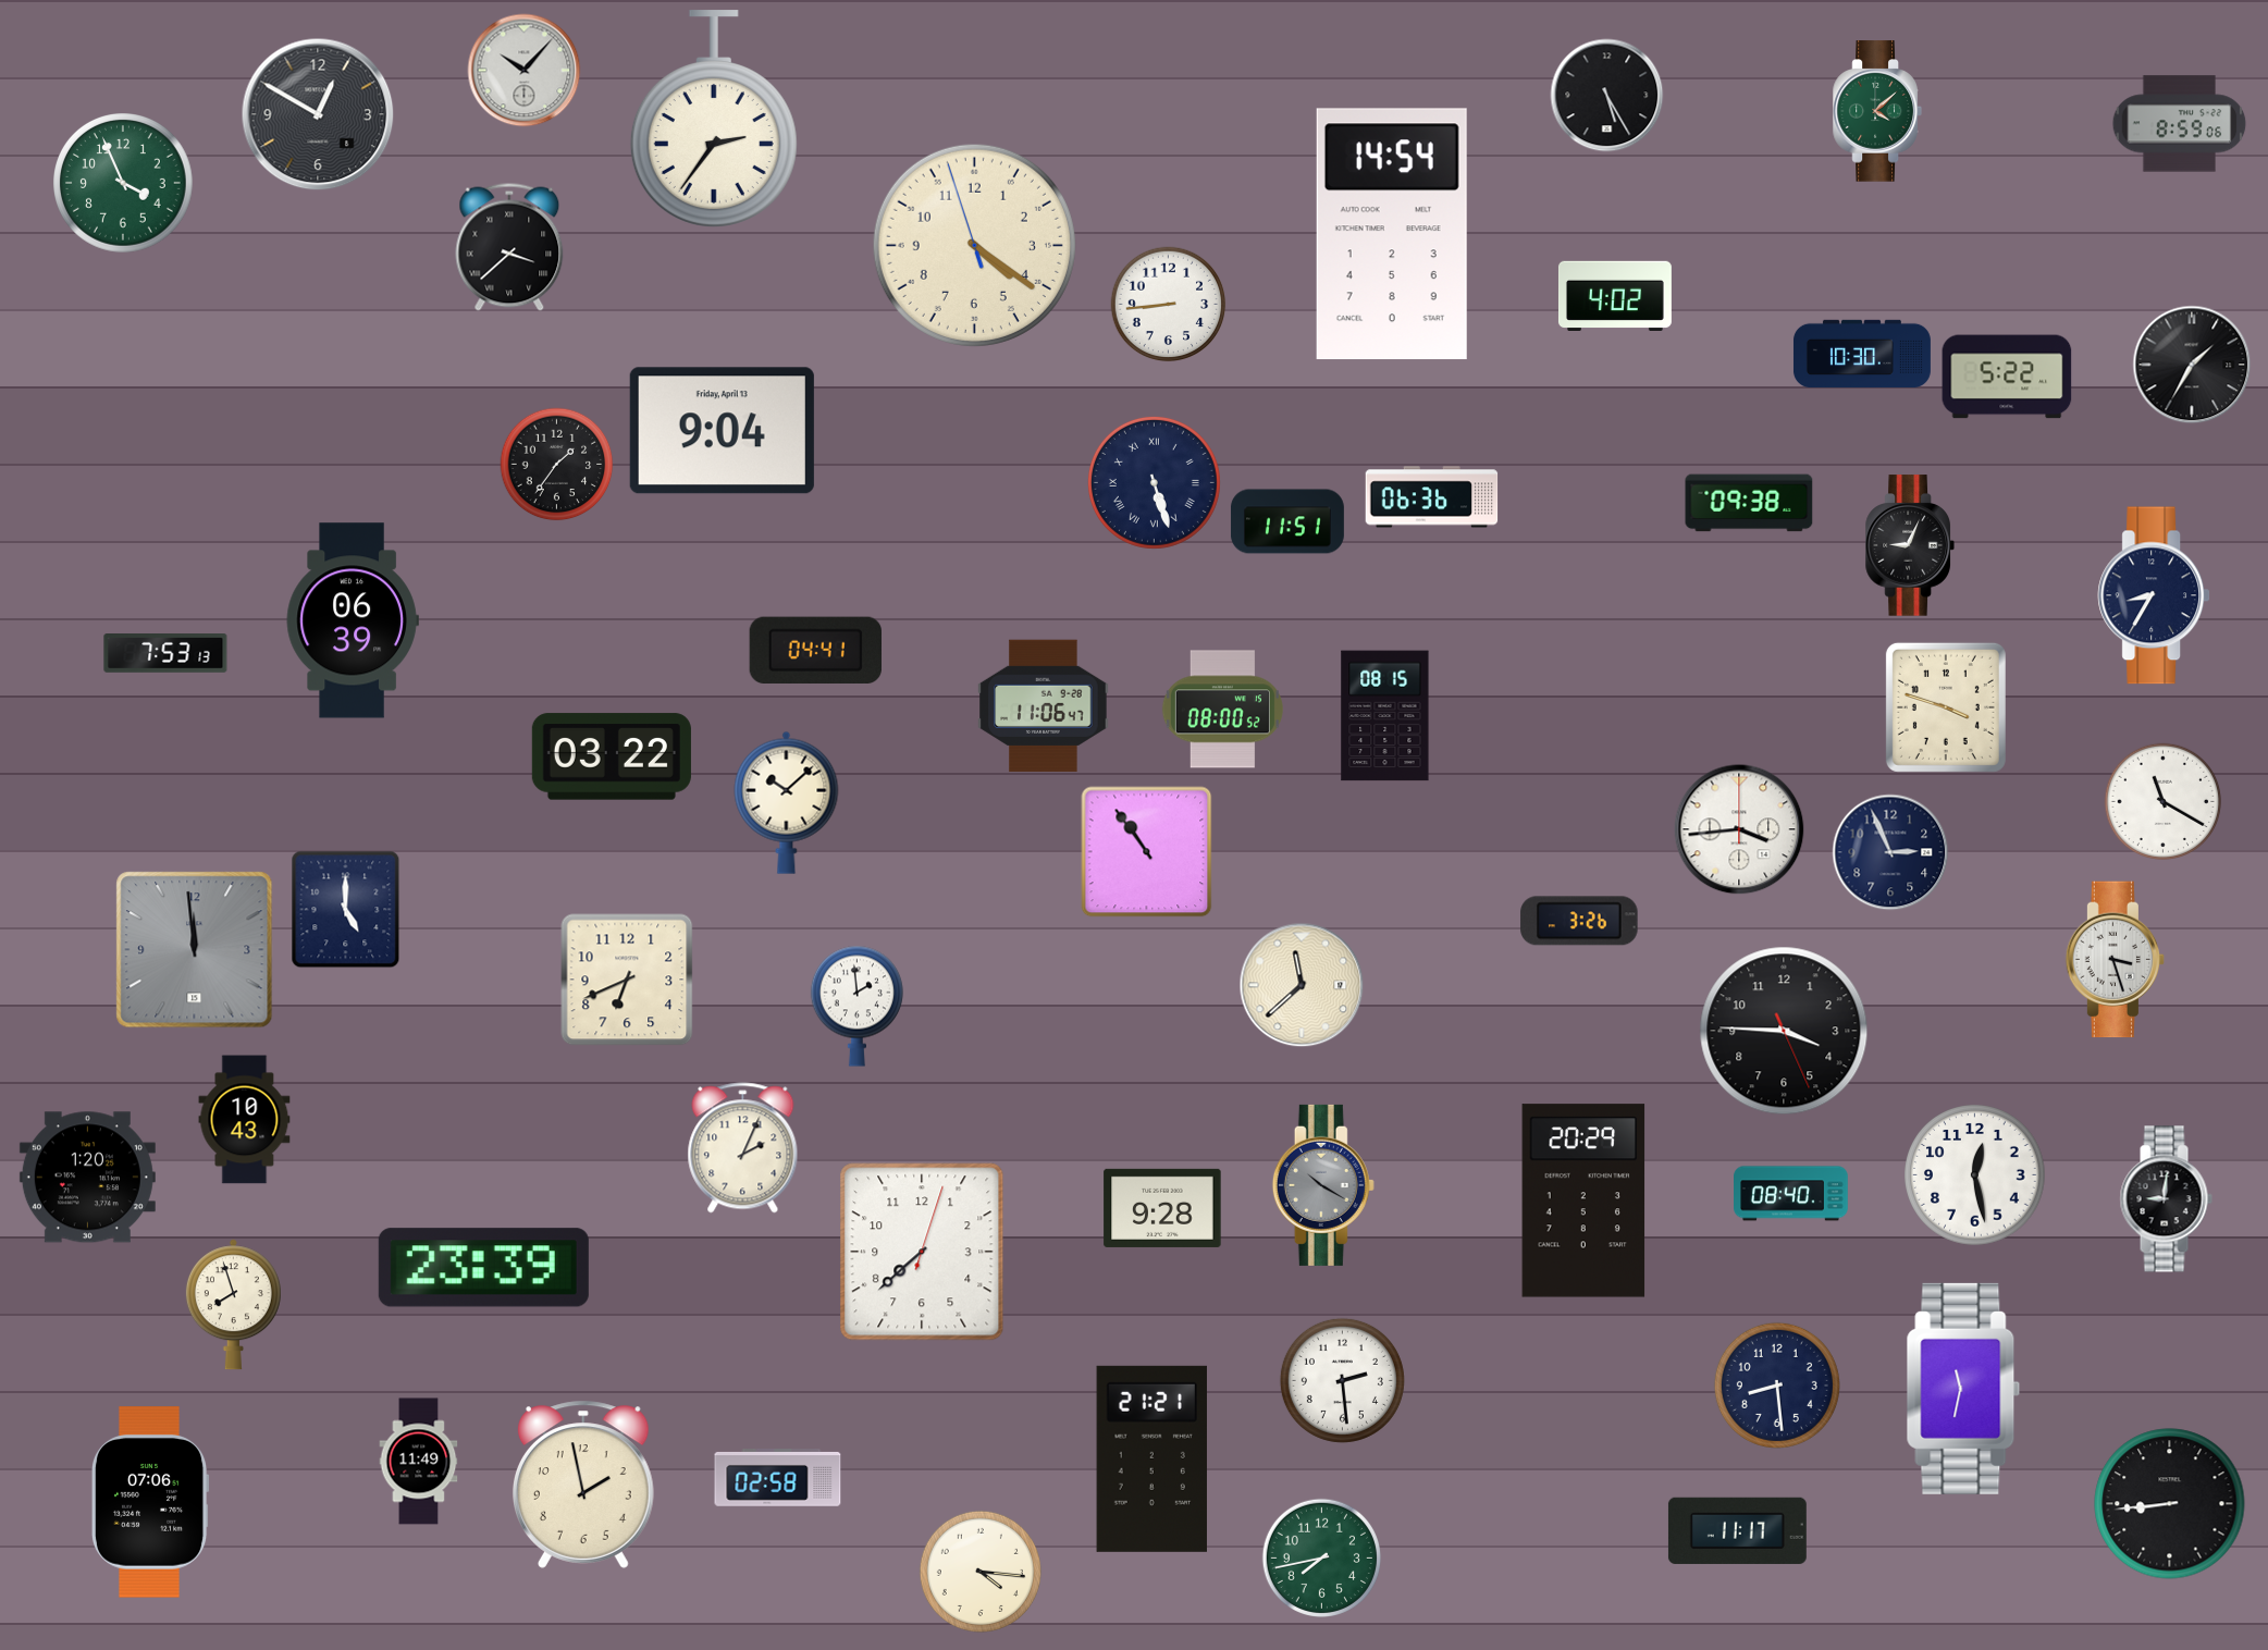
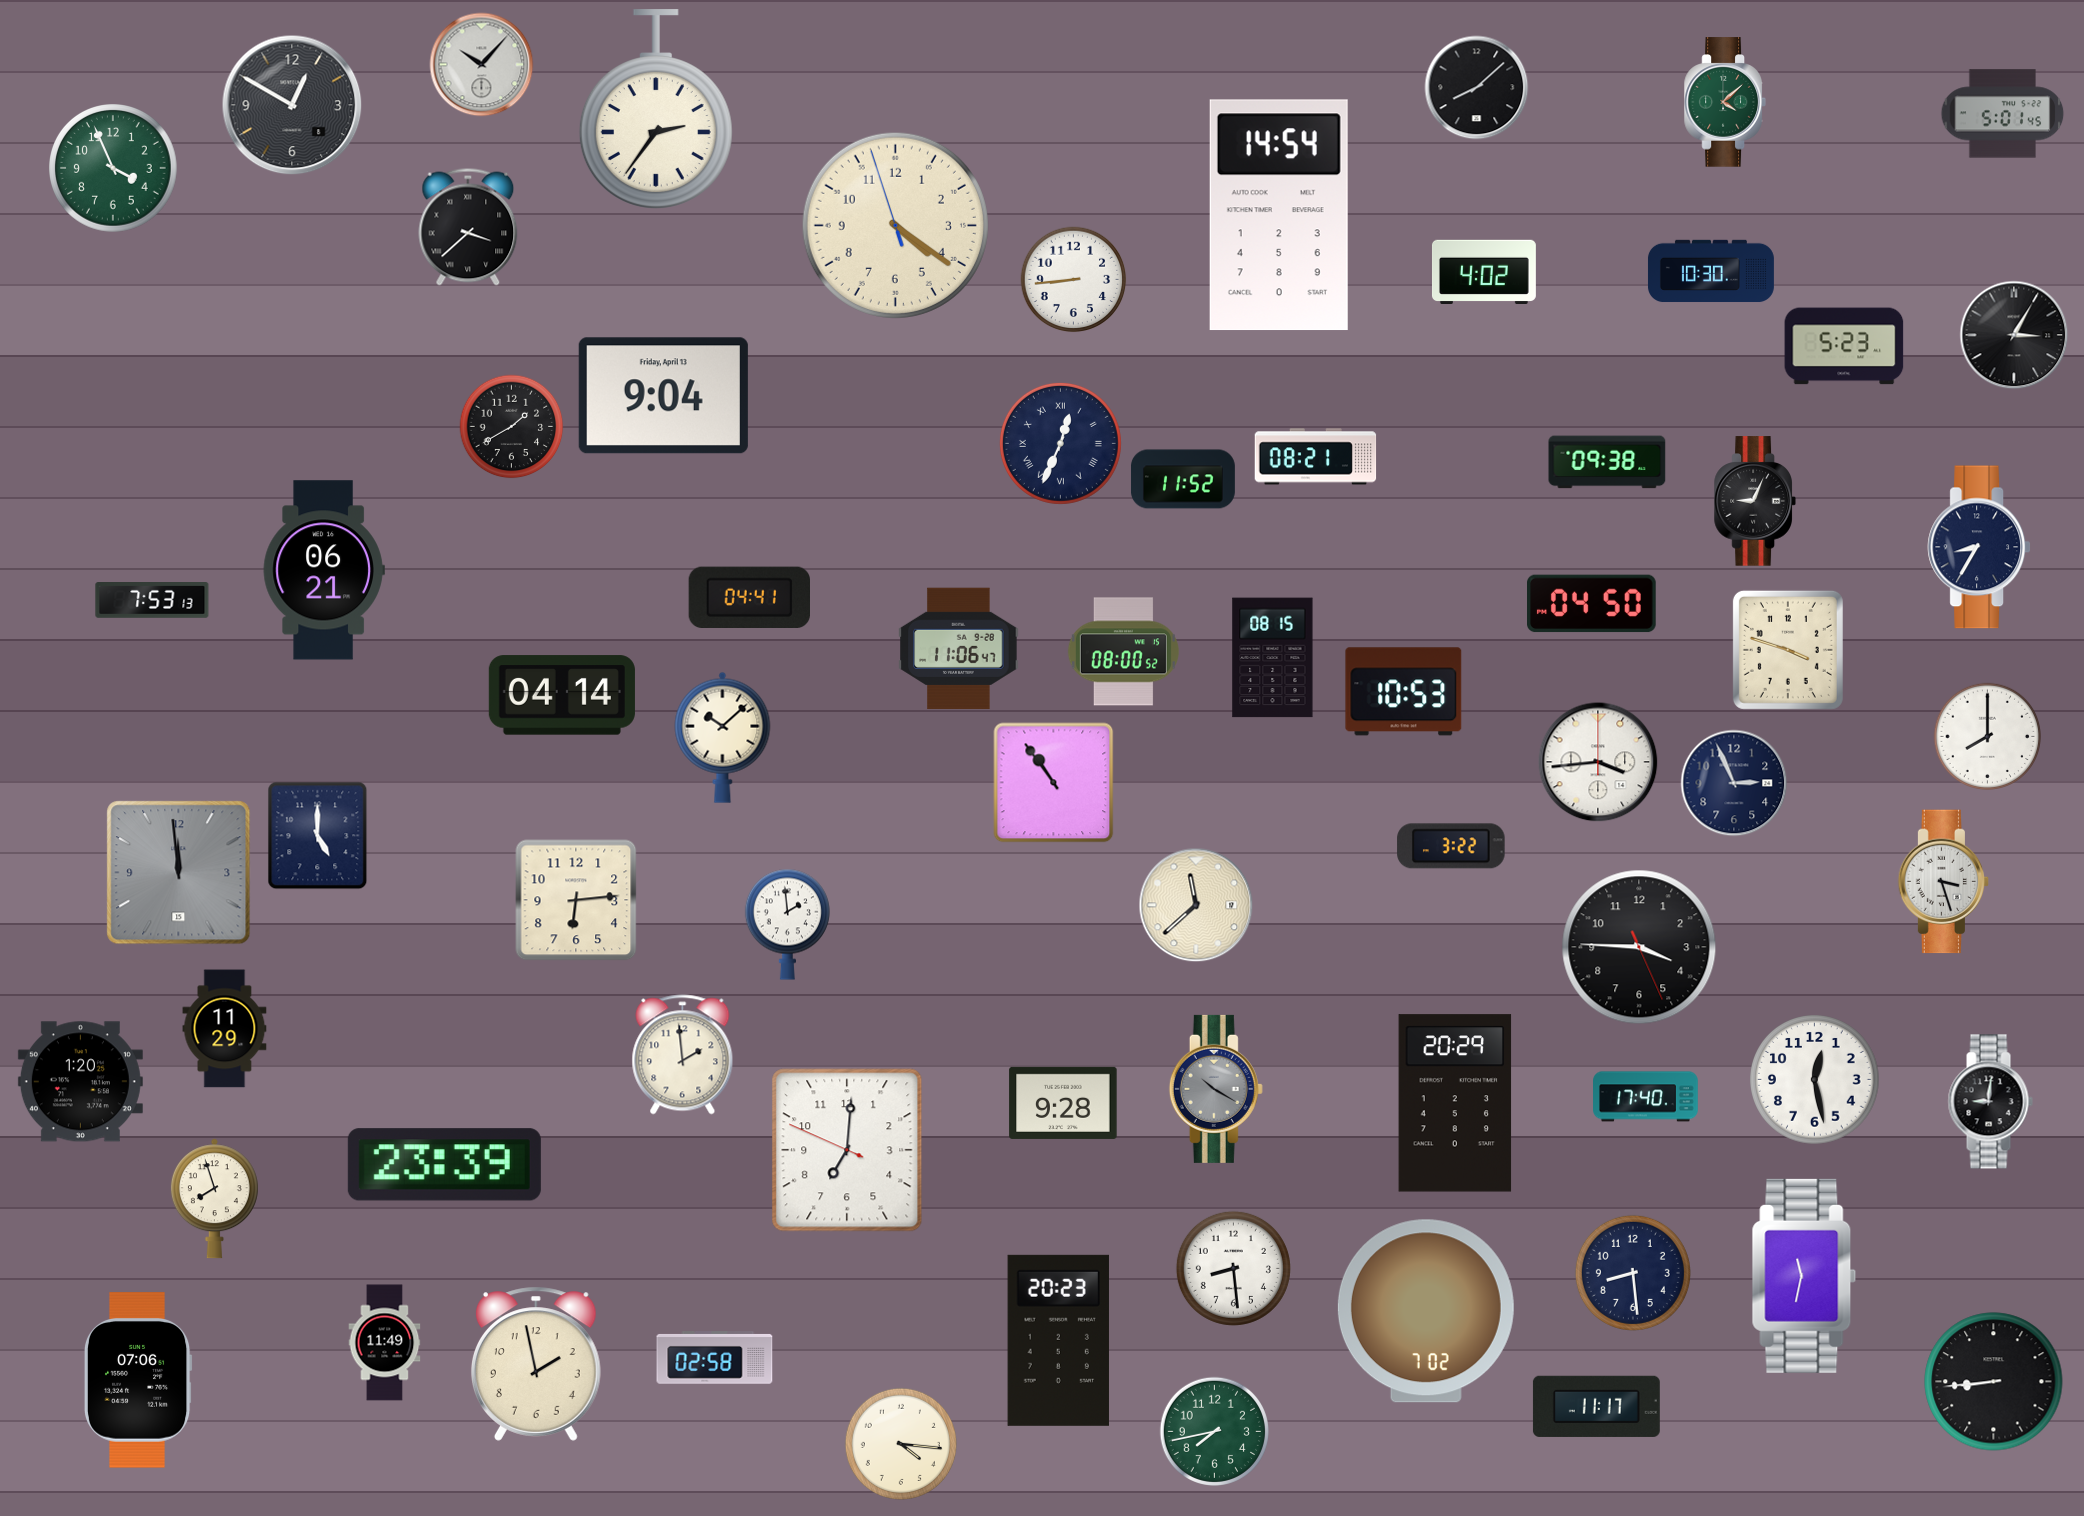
clock at (1607, 96): 5:25 -> 8:08
clock at (2180, 124): 8:59 -> 5:01
clock at (1862, 354) position: (1862, 354) -> (1711, 271)
clock at (2192, 365): 1:35 -> 3:05
clock at (2007, 377): 5:22 -> 5:23
clock at (557, 465): 1:36 -> 1:40
clock at (1154, 482): 5:27 -> 12:34
clock at (1432, 497): 06:36 -> 08:21
clock at (1287, 521): 11:51 -> 11:52
clock at (353, 620): 06:39 -> 06:21
clock at (1592, 604): none -> 04:50
clock at (1404, 692): none -> 10:53
clock at (612, 756): 03:22 -> 04:14
clock at (2164, 802): 11:20 -> 8:00
clock at (1890, 852) position: (1890, 852) -> (1734, 783)
clock at (1579, 921): 3:26 -> 3:22
clock at (627, 980): 6:41 -> 6:14
clock at (245, 1120): 10:43 -> 11:29
clock at (743, 1148): 2:04 -> 1:59
clock at (1791, 1194): 08:40 -> 17:40
clock at (1162, 1208) position: (1162, 1208) -> (1063, 1103)
clock at (922, 1252): 7:38 -> 7:00
clock at (1342, 1380): 2:29 -> 8:29
clock at (1426, 1311): none -> 7:02
clock at (1151, 1458): 21:21 -> 20:23
